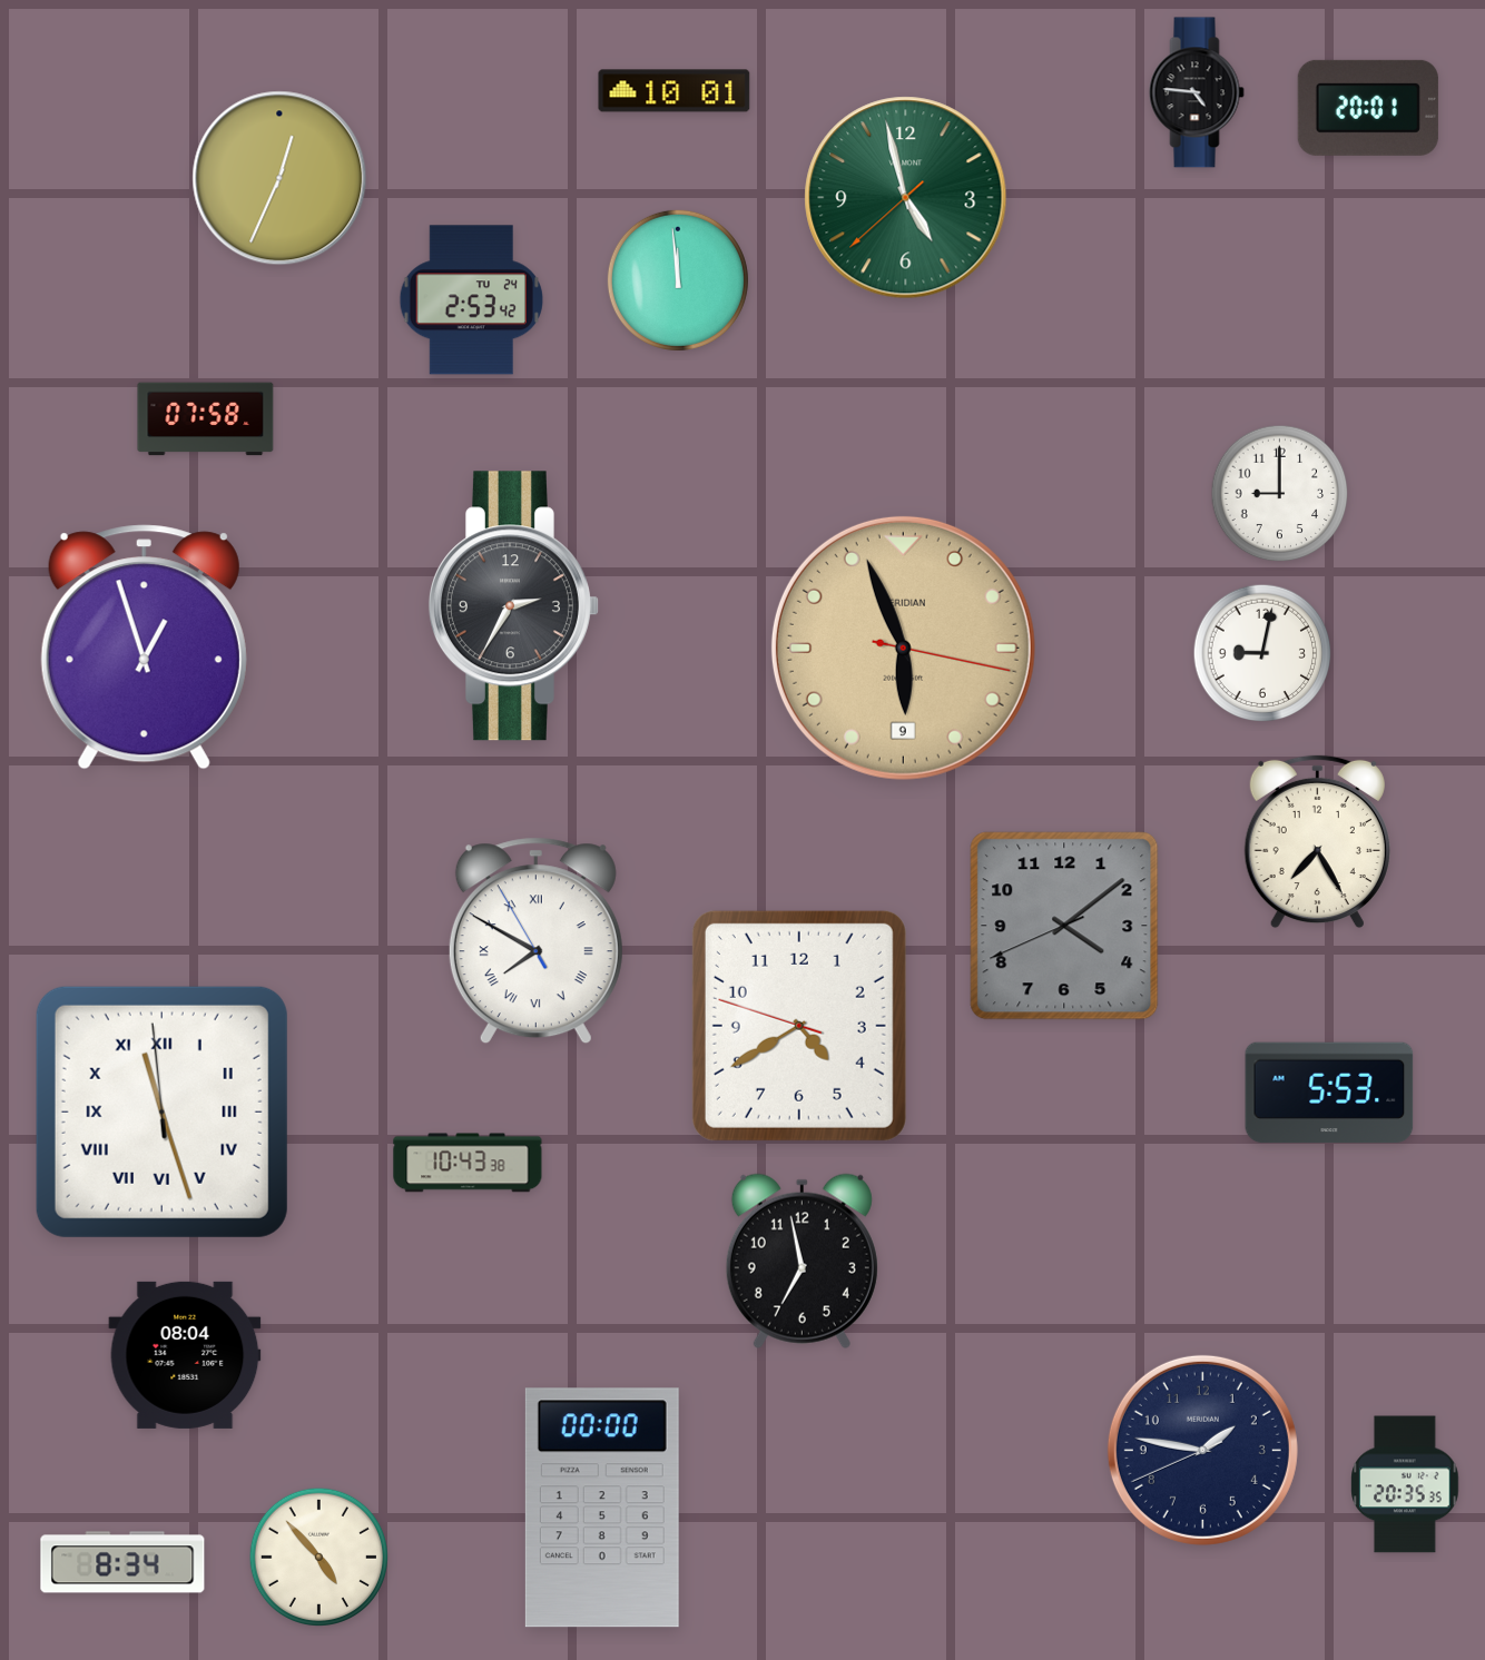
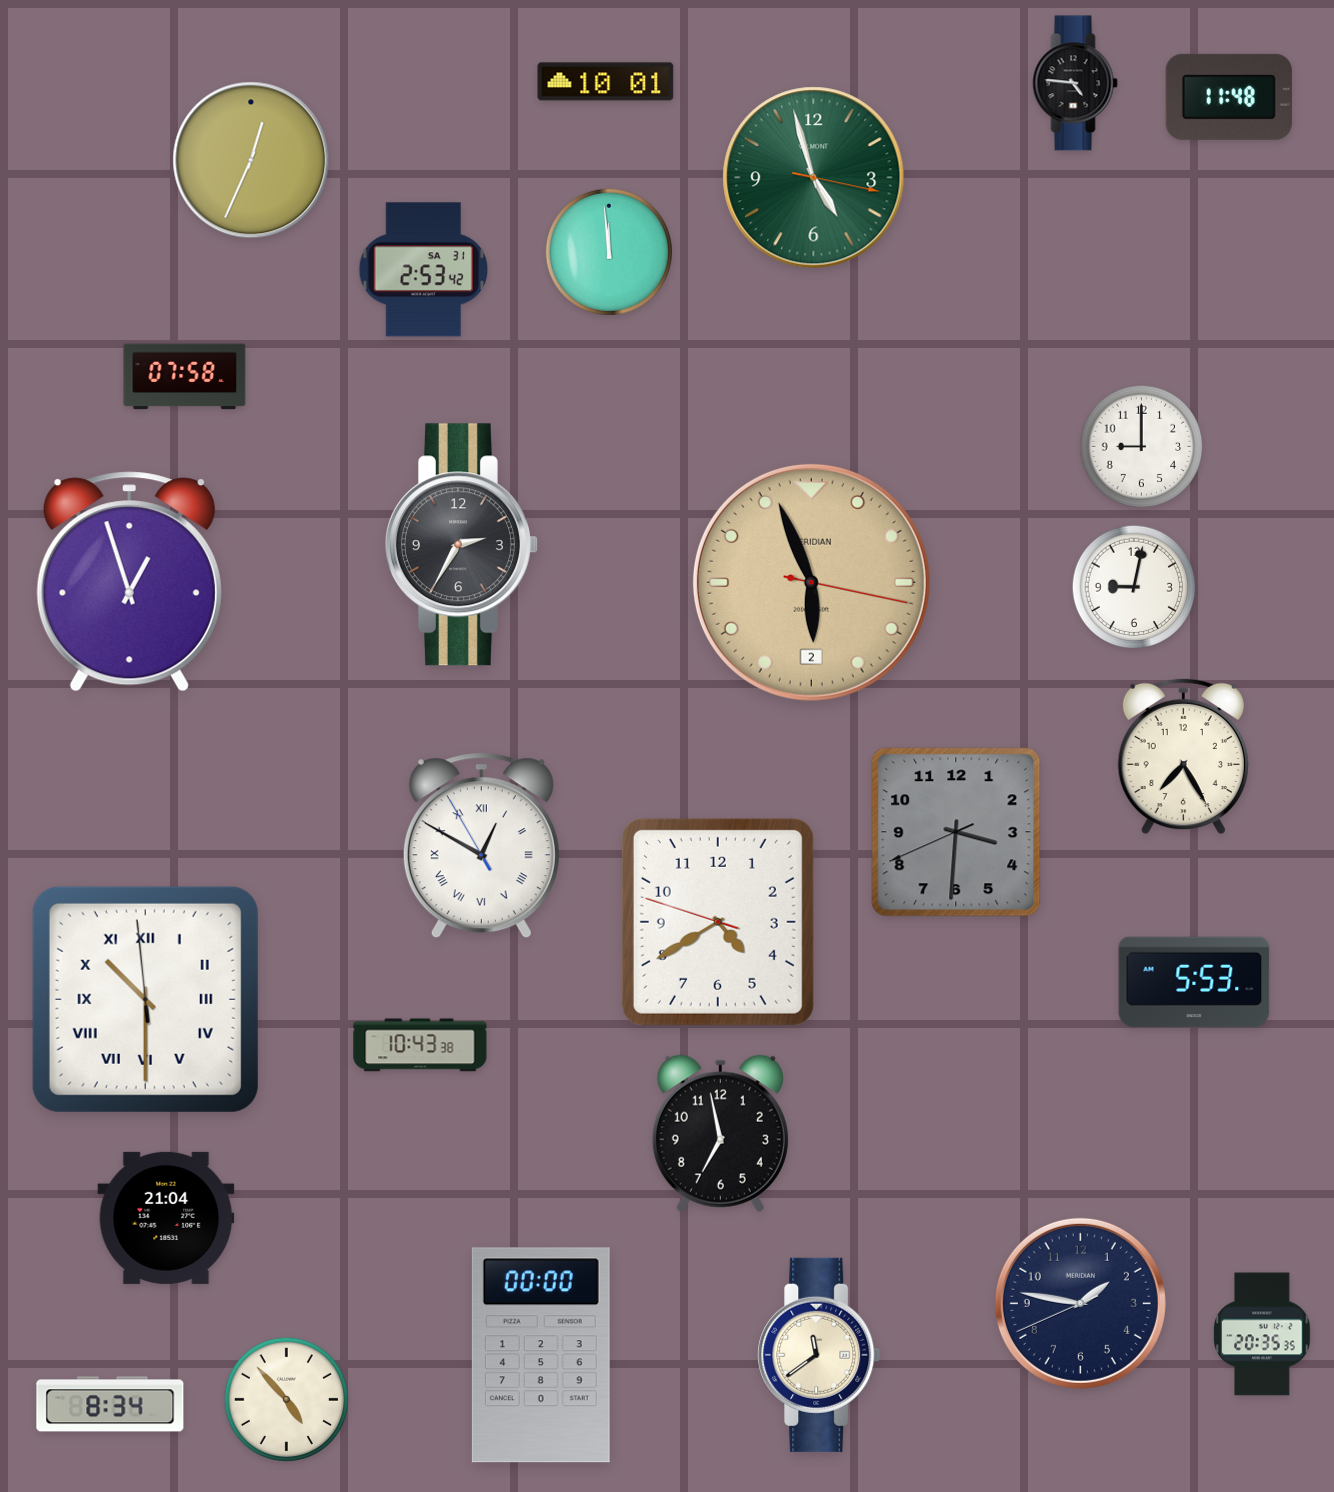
clock at (1368, 108): 20:01 -> 11:48
clock at (906, 198): 4:57:38 -> 4:57:17
clock at (471, 300) date: TU 24 -> SA 31
clock at (1280, 494) position: (1280, 494) -> (1142, 447)
clock at (903, 648) date: 9 -> 2
clock at (1064, 926): 4:08 -> 3:30
clock at (535, 941): 7:49 -> 12:49
clock at (161, 1111): 11:26 -> 10:29
clock at (185, 1355): 08:04 -> 21:04
clock at (819, 1355): none -> 11:39
